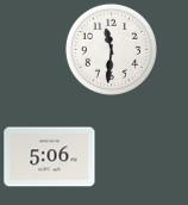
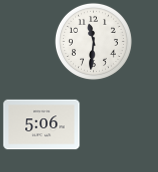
clock at (50, 157) position: (50, 157) -> (42, 125)
